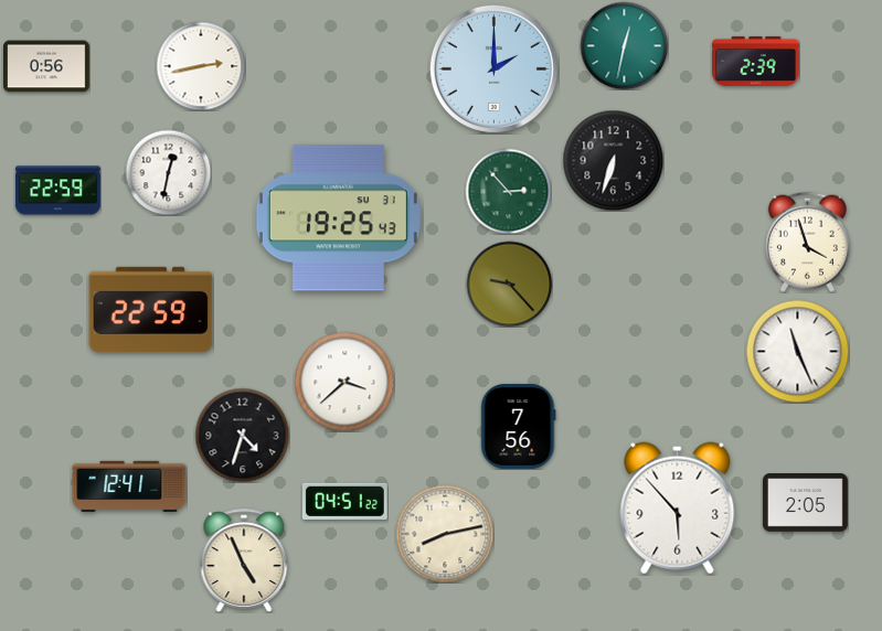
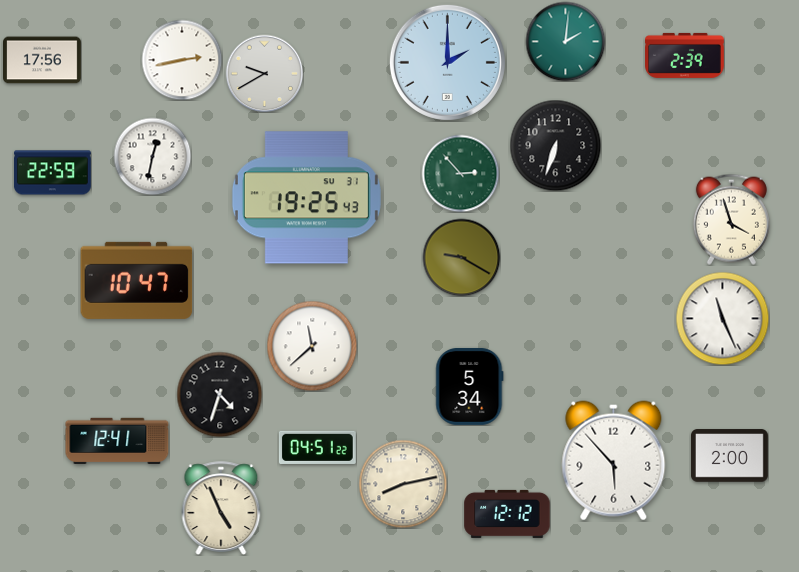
clock at (624, 45): 12:32 -> 2:01
clock at (47, 66): 0:56 -> 17:56
clock at (264, 73): none -> 9:40
clock at (509, 284): 9:23 -> 9:20
clock at (151, 309): 22:59 -> 10:47
clock at (344, 382): 3:38 -> 11:38
clock at (519, 426): 7:56 -> 5:34
clock at (344, 501) position: (344, 501) -> (317, 447)
clock at (805, 503): 2:05 -> 2:00
clock at (507, 514): none -> 12:12
